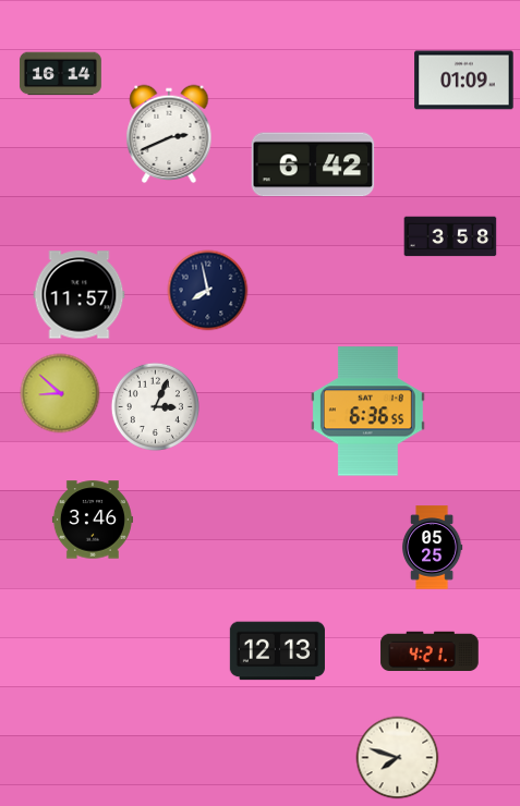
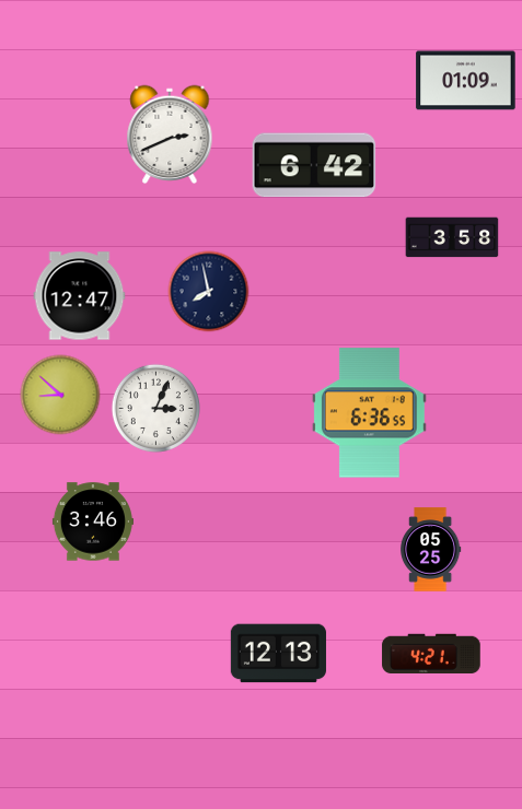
clock at (60, 74): 16:14 -> none
clock at (80, 295): 11:57 -> 12:47
clock at (432, 548) position: (432, 548) -> (430, 550)
clock at (398, 758): 7:48 -> none
